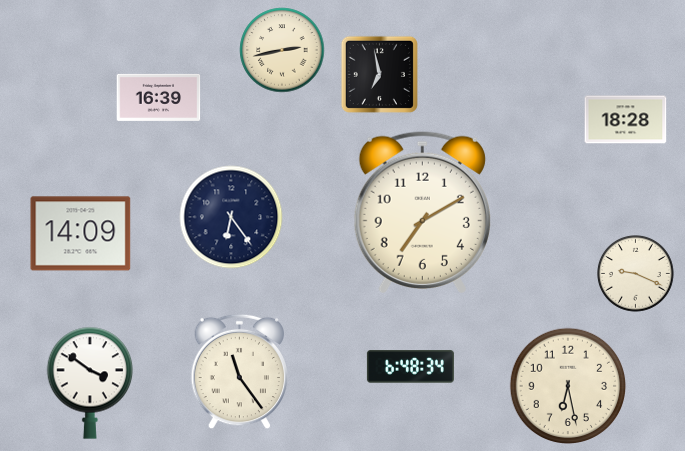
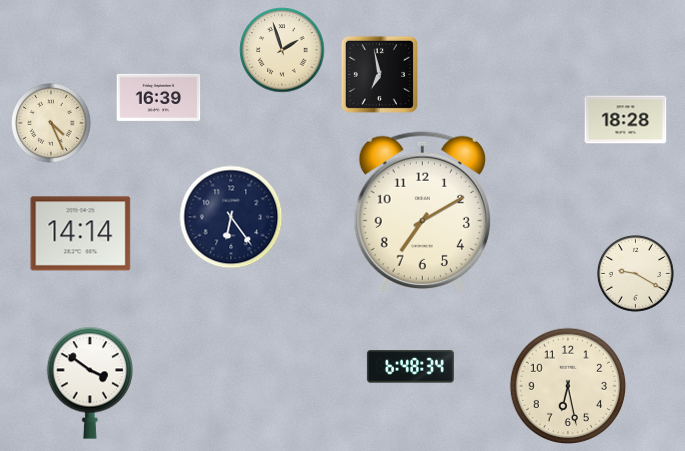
clock at (282, 50): 2:43 -> 1:57
clock at (51, 123): none -> 4:26
clock at (81, 234): 14:09 -> 14:14
clock at (636, 274): 9:19 -> 9:20
clock at (239, 372): 11:24 -> none
